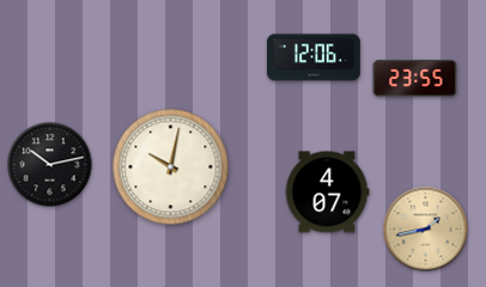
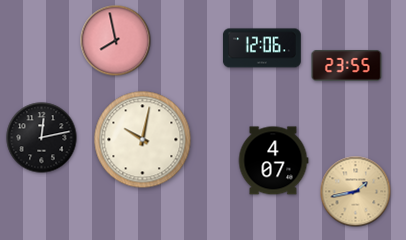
clock at (116, 41): none -> 7:58
clock at (50, 165): 10:13 -> 12:13
